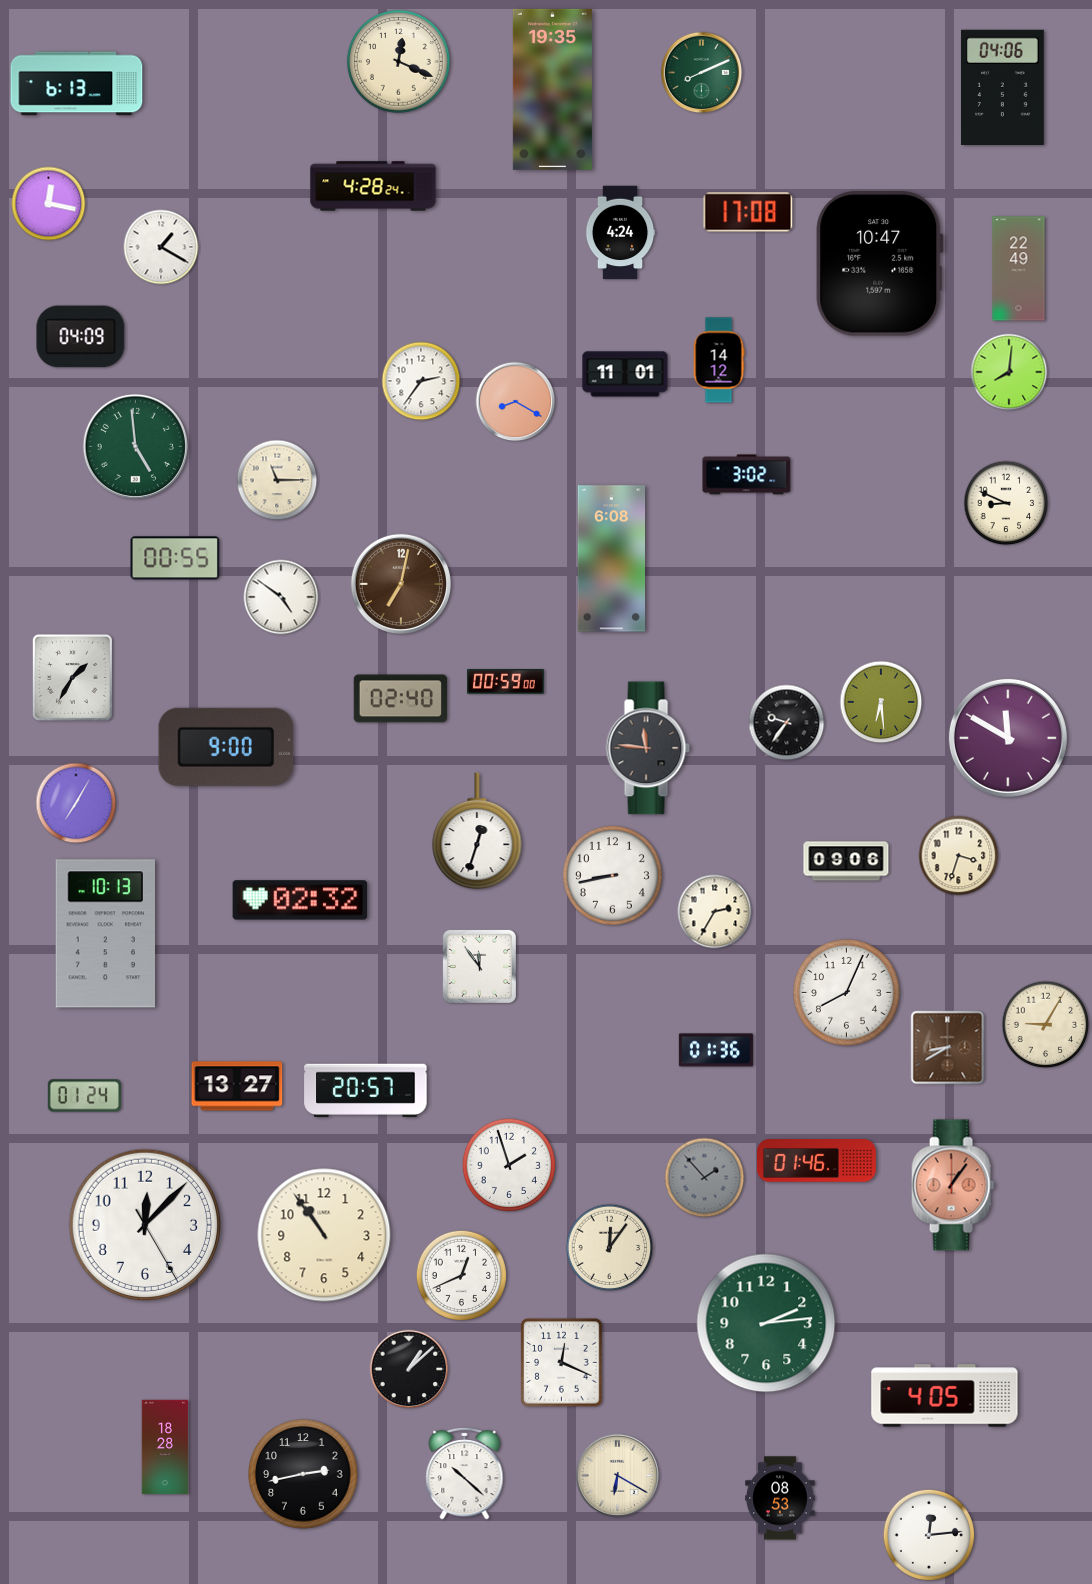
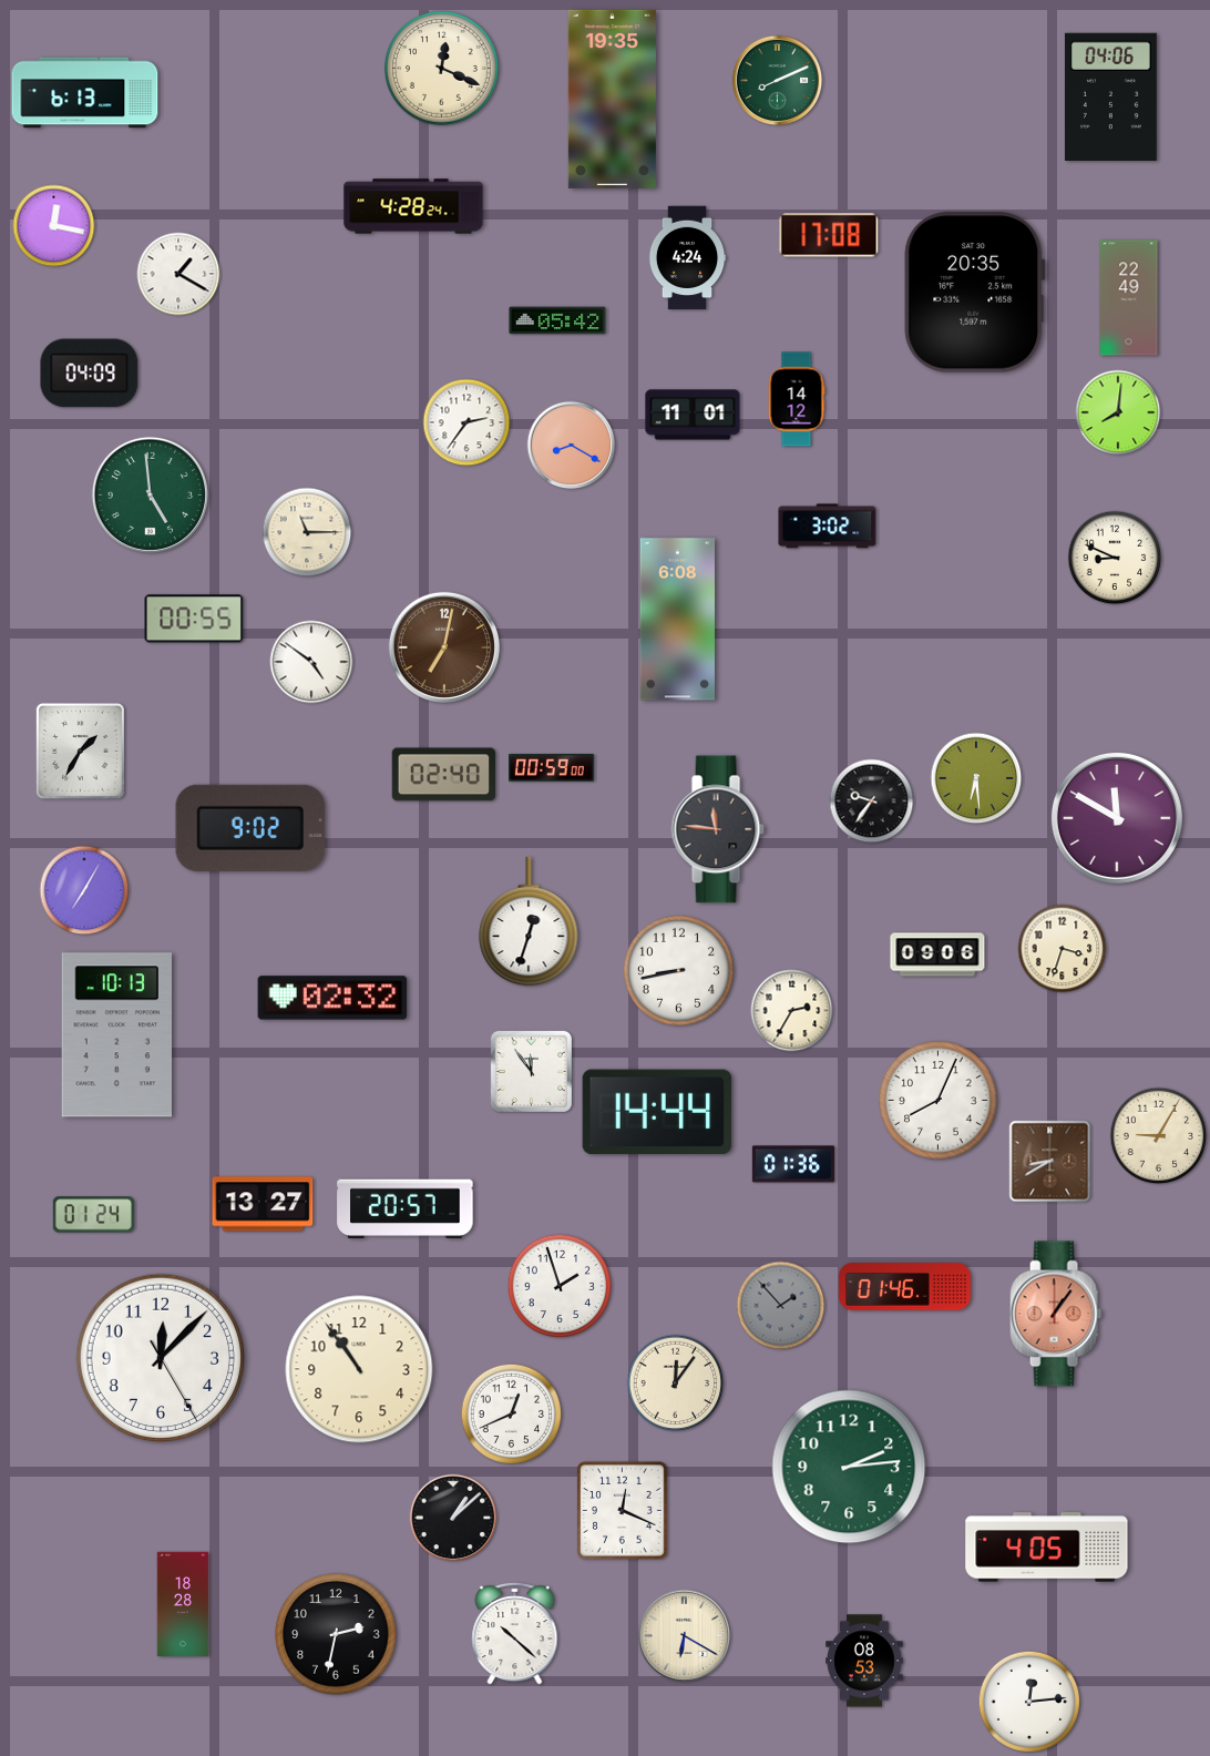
clock at (880, 264): 10:47 -> 20:35
clock at (557, 320): none -> 05:42
clock at (506, 682) position: (506, 682) -> (552, 768)
clock at (226, 747): 9:00 -> 9:02
clock at (657, 1112): none -> 14:44
clock at (509, 1165) position: (509, 1165) -> (560, 1286)
clock at (303, 1474): 2:43 -> 2:32
